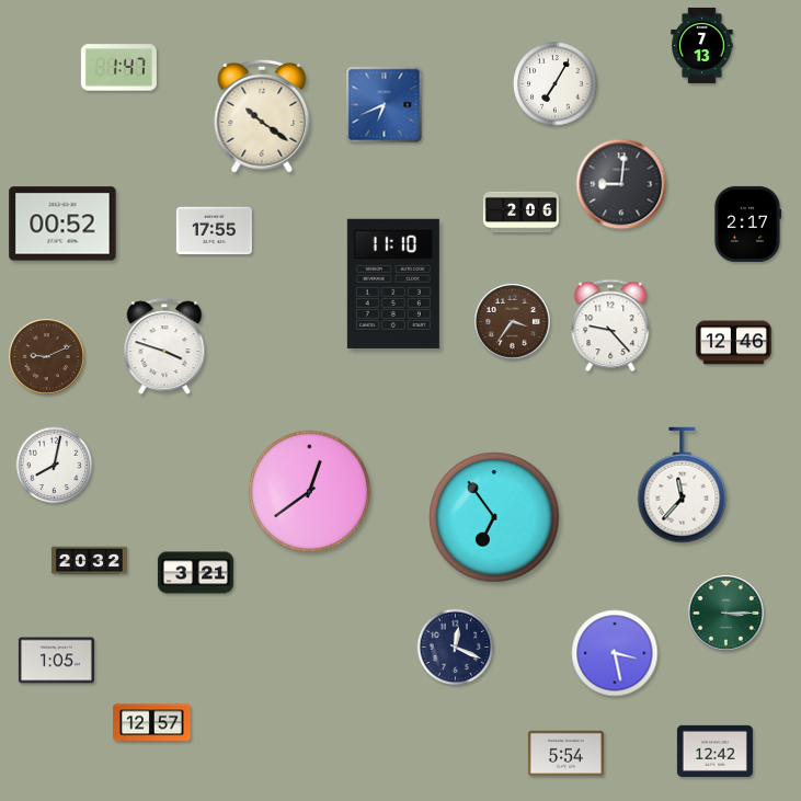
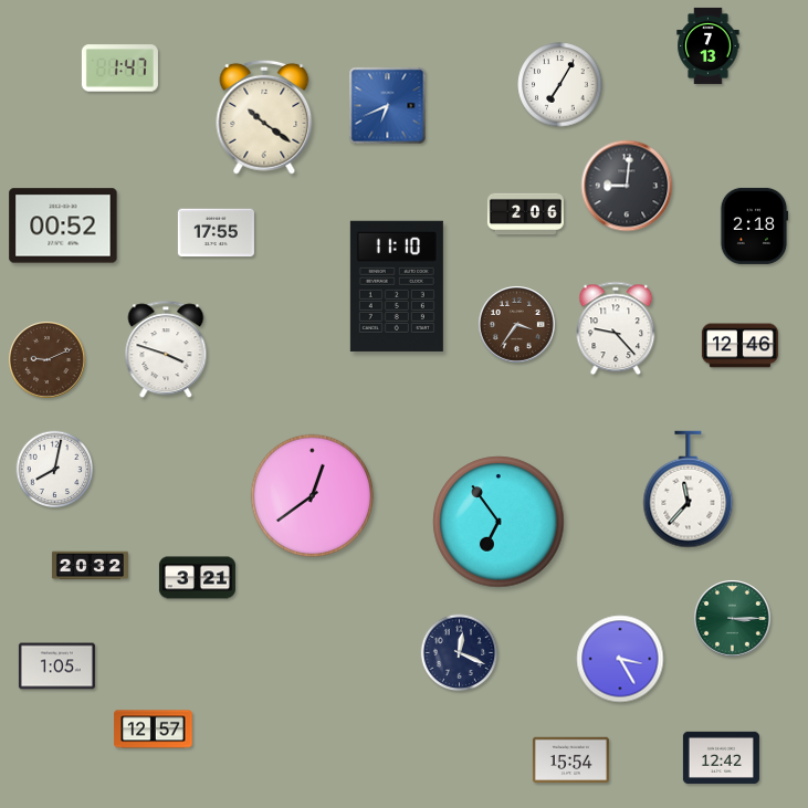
clock at (747, 224): 2:17 -> 2:18
clock at (615, 653): 3:28 -> 3:25
clock at (565, 754): 5:54 -> 15:54
